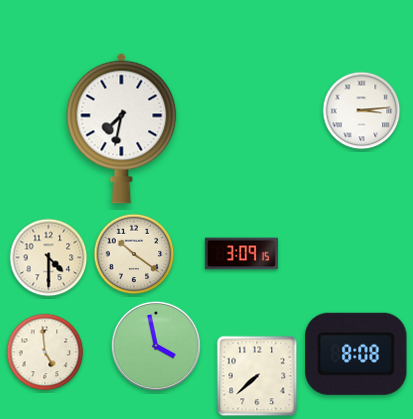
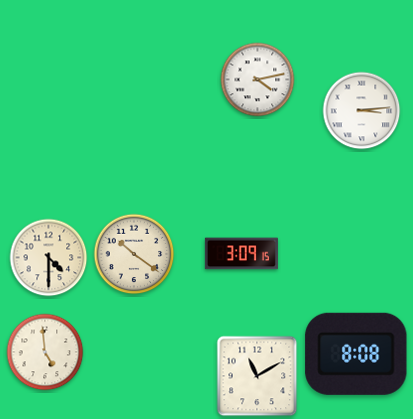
clock at (258, 80): none -> 4:13
clock at (122, 128): 7:32 -> none
clock at (156, 346): 3:58 -> none
clock at (257, 376): 7:38 -> 11:10
